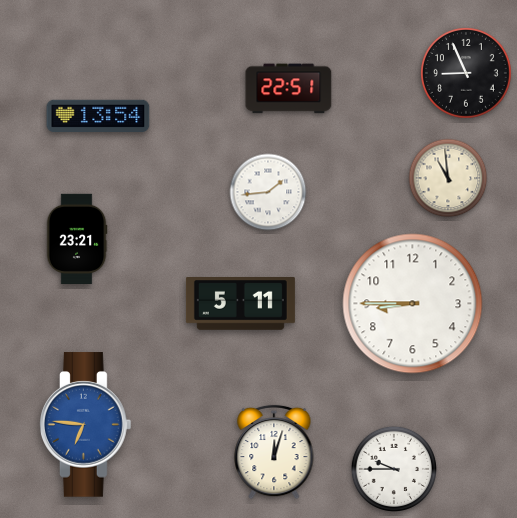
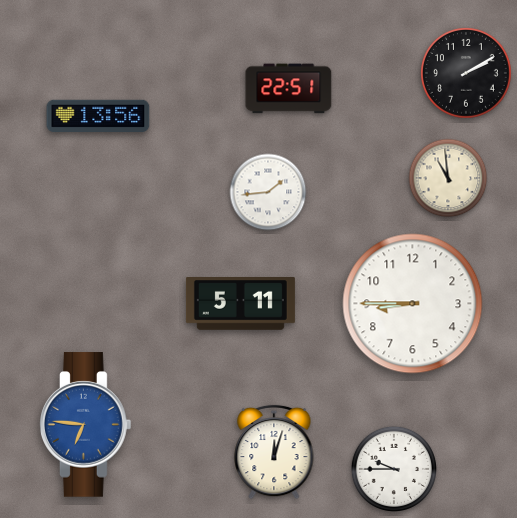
clock at (467, 74): 8:56 -> 2:10
clock at (98, 116): 13:54 -> 13:56
clock at (77, 238): 23:21 -> none
